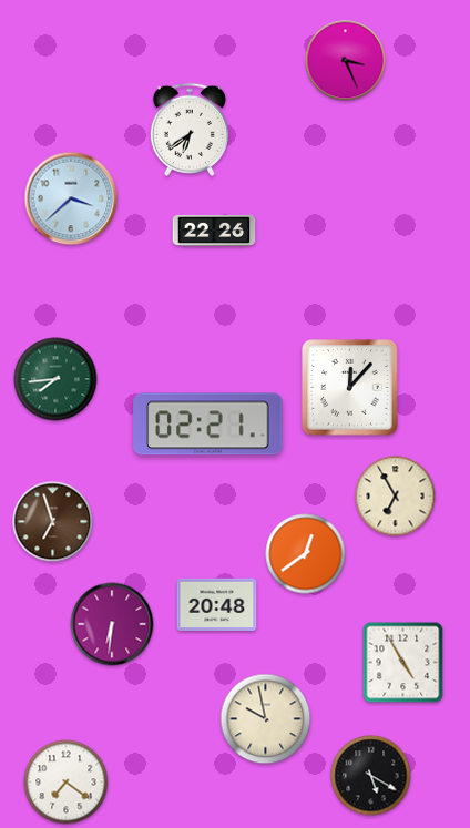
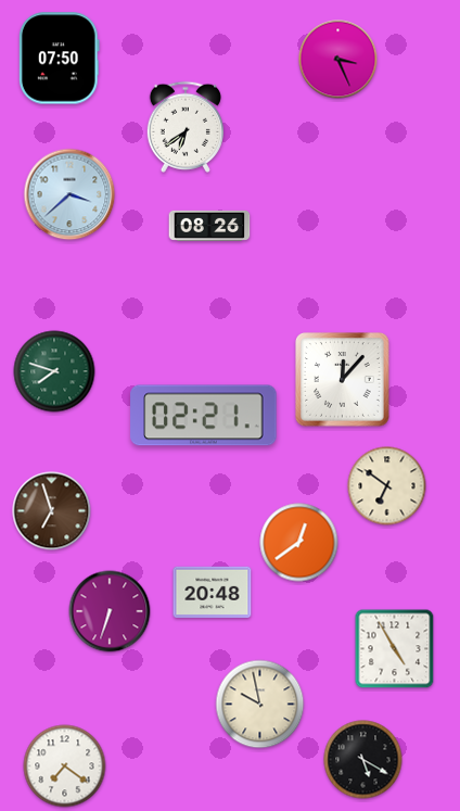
clock at (59, 59): none -> 07:50
clock at (214, 231): 22:26 -> 08:26
clock at (55, 379): 7:44 -> 7:48
clock at (396, 497): 6:55 -> 6:51
clock at (112, 624): 6:31 -> 6:33
